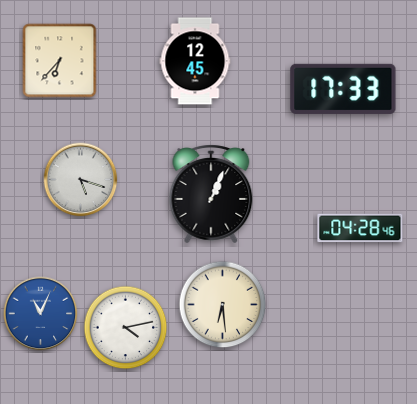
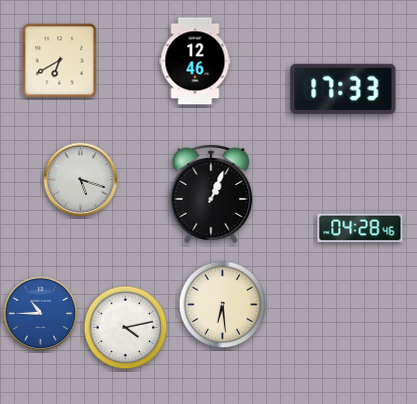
clock at (60, 61): 6:37 -> 6:40
clock at (195, 61): 12:45 -> 12:46
clock at (41, 314): 11:04 -> 10:45
